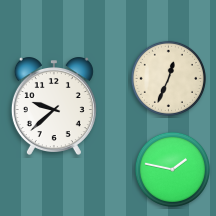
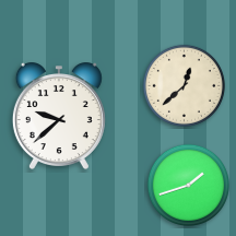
clock at (168, 78): 12:34 -> 12:38
clock at (172, 169): 1:47 -> 1:42
